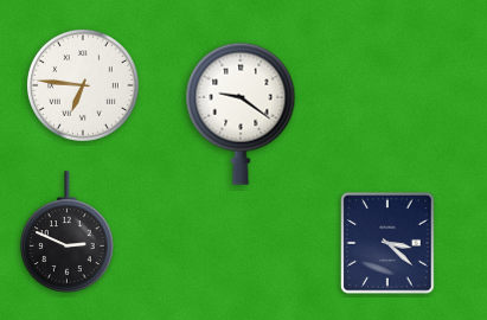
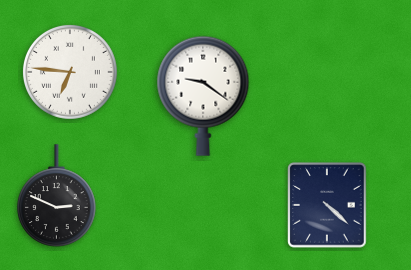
clock at (387, 243): 3:22 -> 4:22
